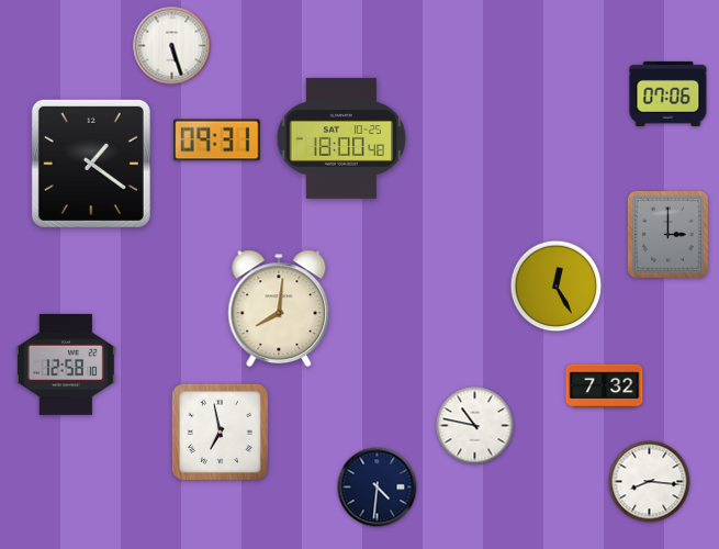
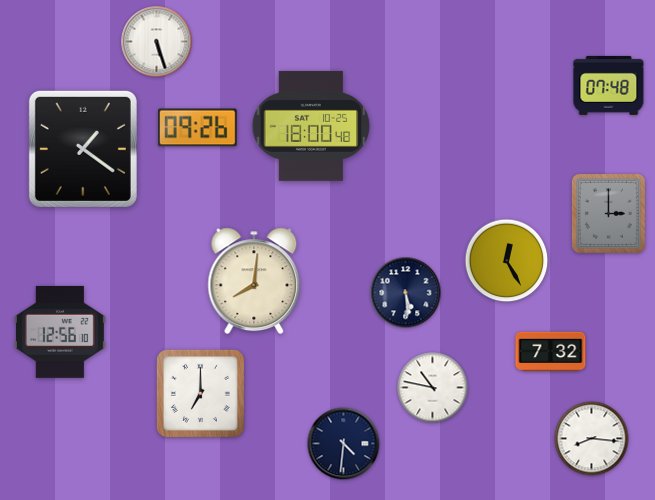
clock at (669, 93): 07:06 -> 07:48
clock at (217, 141): 09:31 -> 09:26
clock at (406, 293): none -> 5:29
clock at (66, 365): 12:58 -> 12:56
clock at (220, 432): 6:58 -> 7:00
